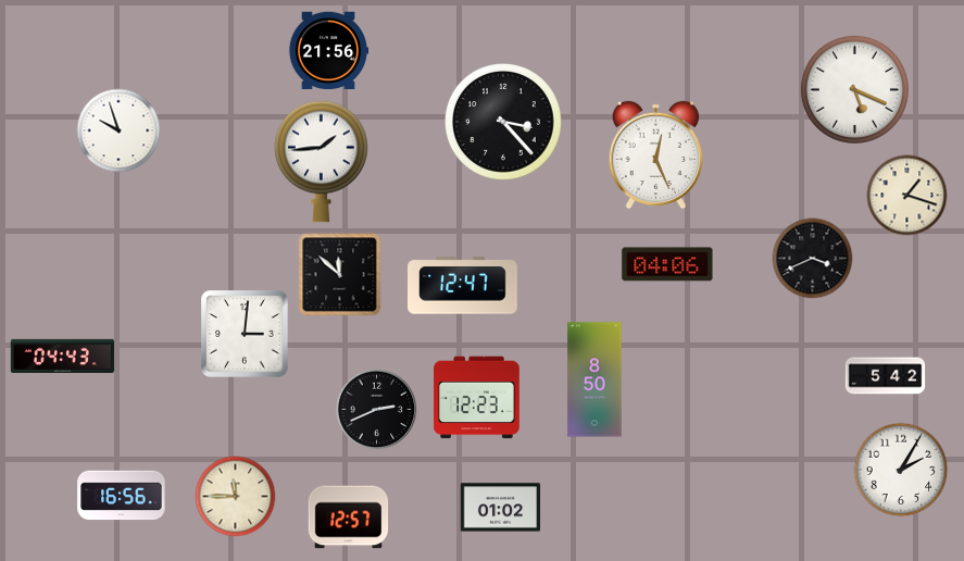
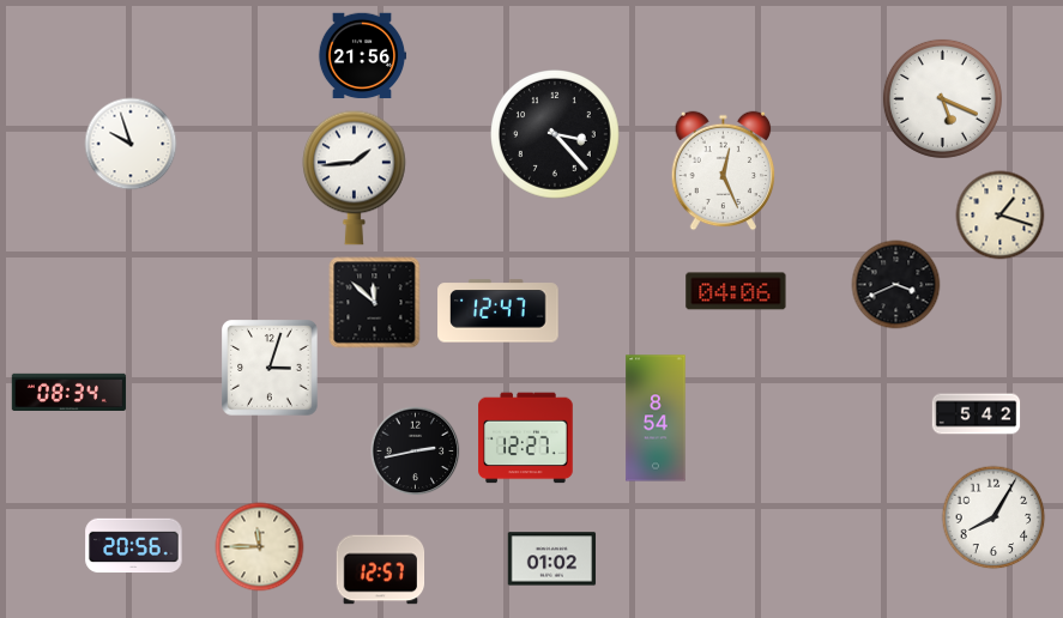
clock at (463, 286) position: (463, 286) -> (499, 311)
clock at (245, 334): 3:01 -> 3:03
clock at (63, 356): 04:43 -> 08:34
clock at (594, 379): 8:50 -> 8:54
clock at (477, 398): 12:23 -> 12:27
clock at (377, 410): 2:41 -> 2:43
clock at (901, 470): 2:05 -> 8:05
clock at (122, 496): 16:56 -> 20:56
clock at (349, 518) position: (349, 518) -> (381, 570)
